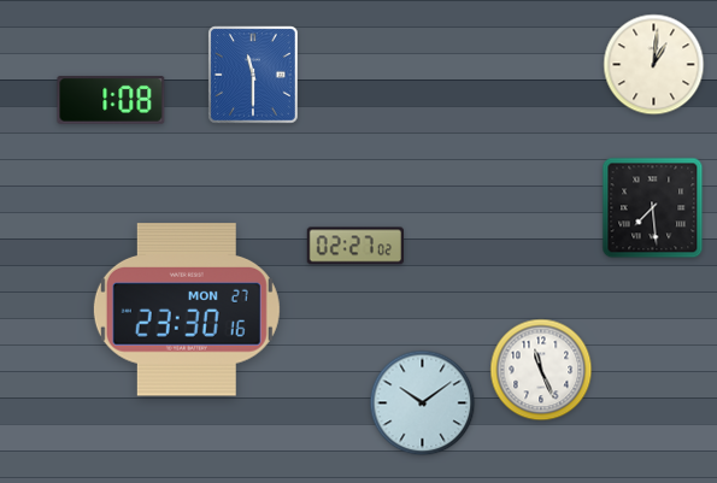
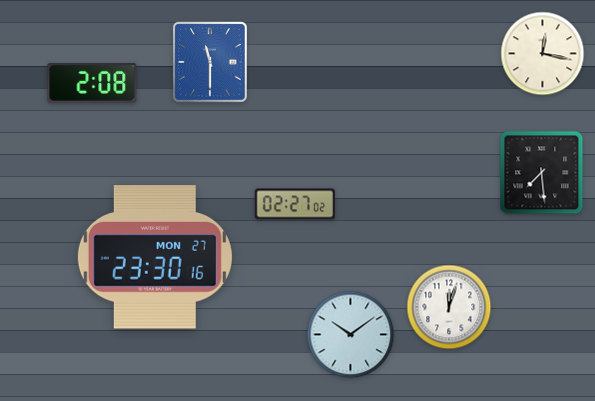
clock at (654, 65): 1:01 -> 12:17
clock at (111, 100): 1:08 -> 2:08
clock at (541, 370): 11:26 -> 12:03
